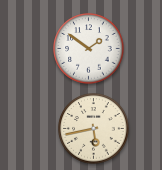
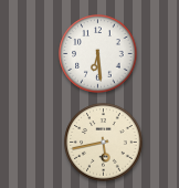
clock at (89, 49): 1:51 -> 6:29
